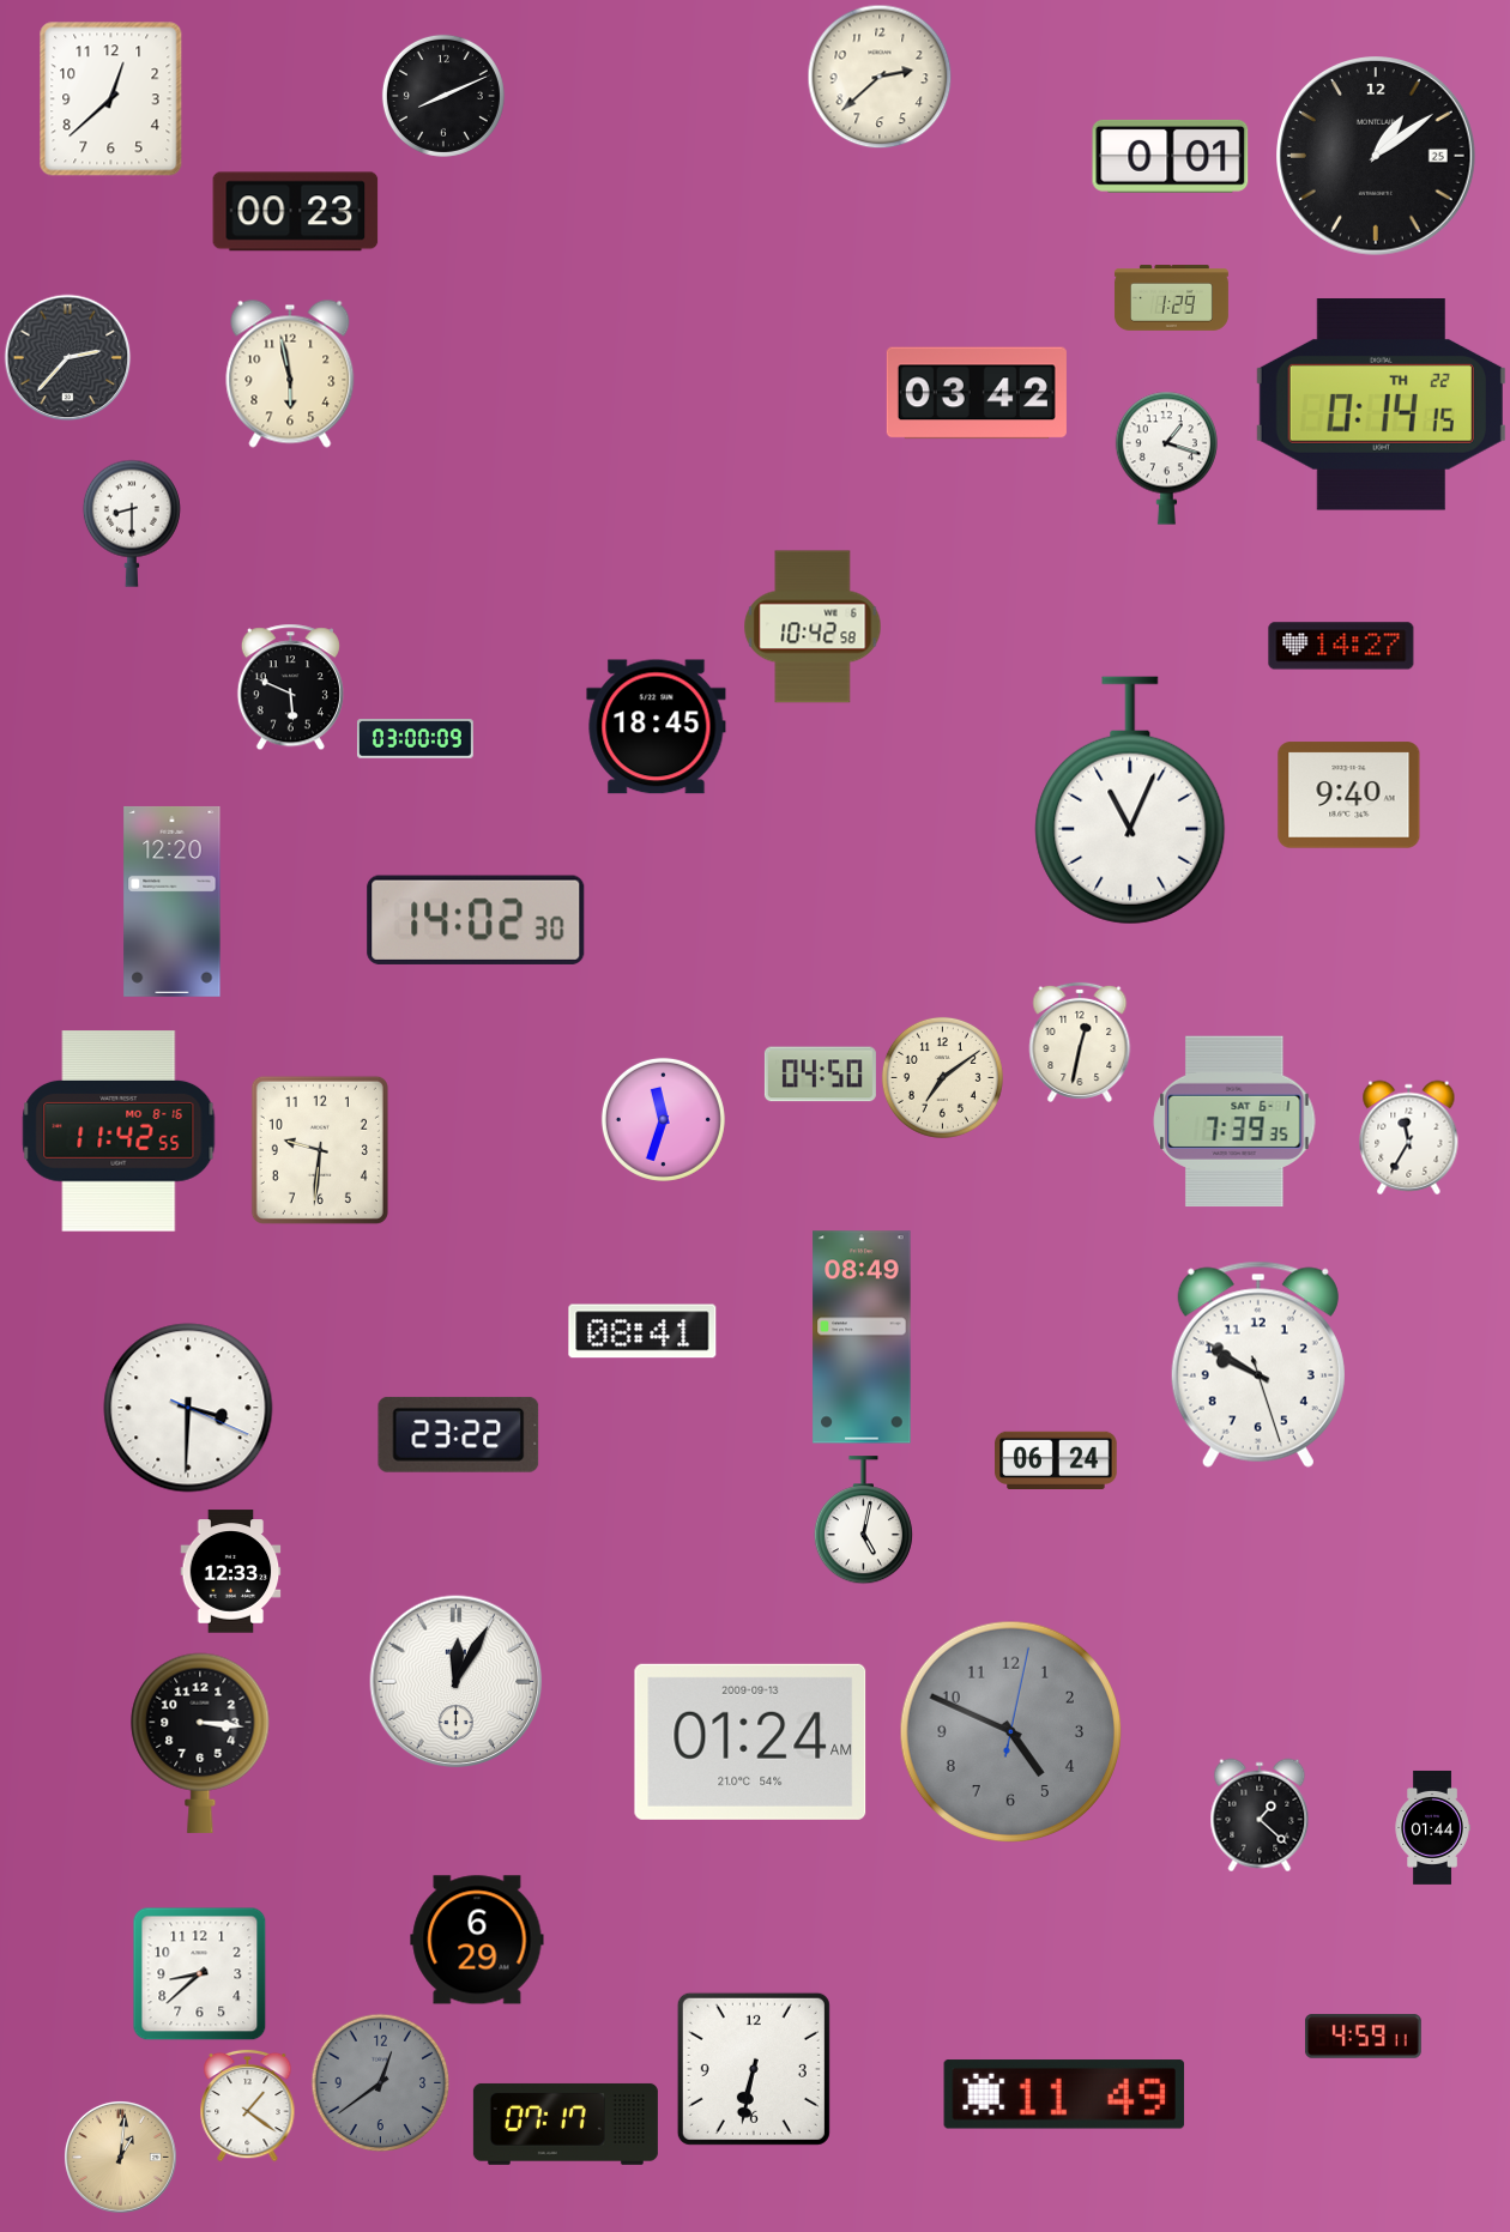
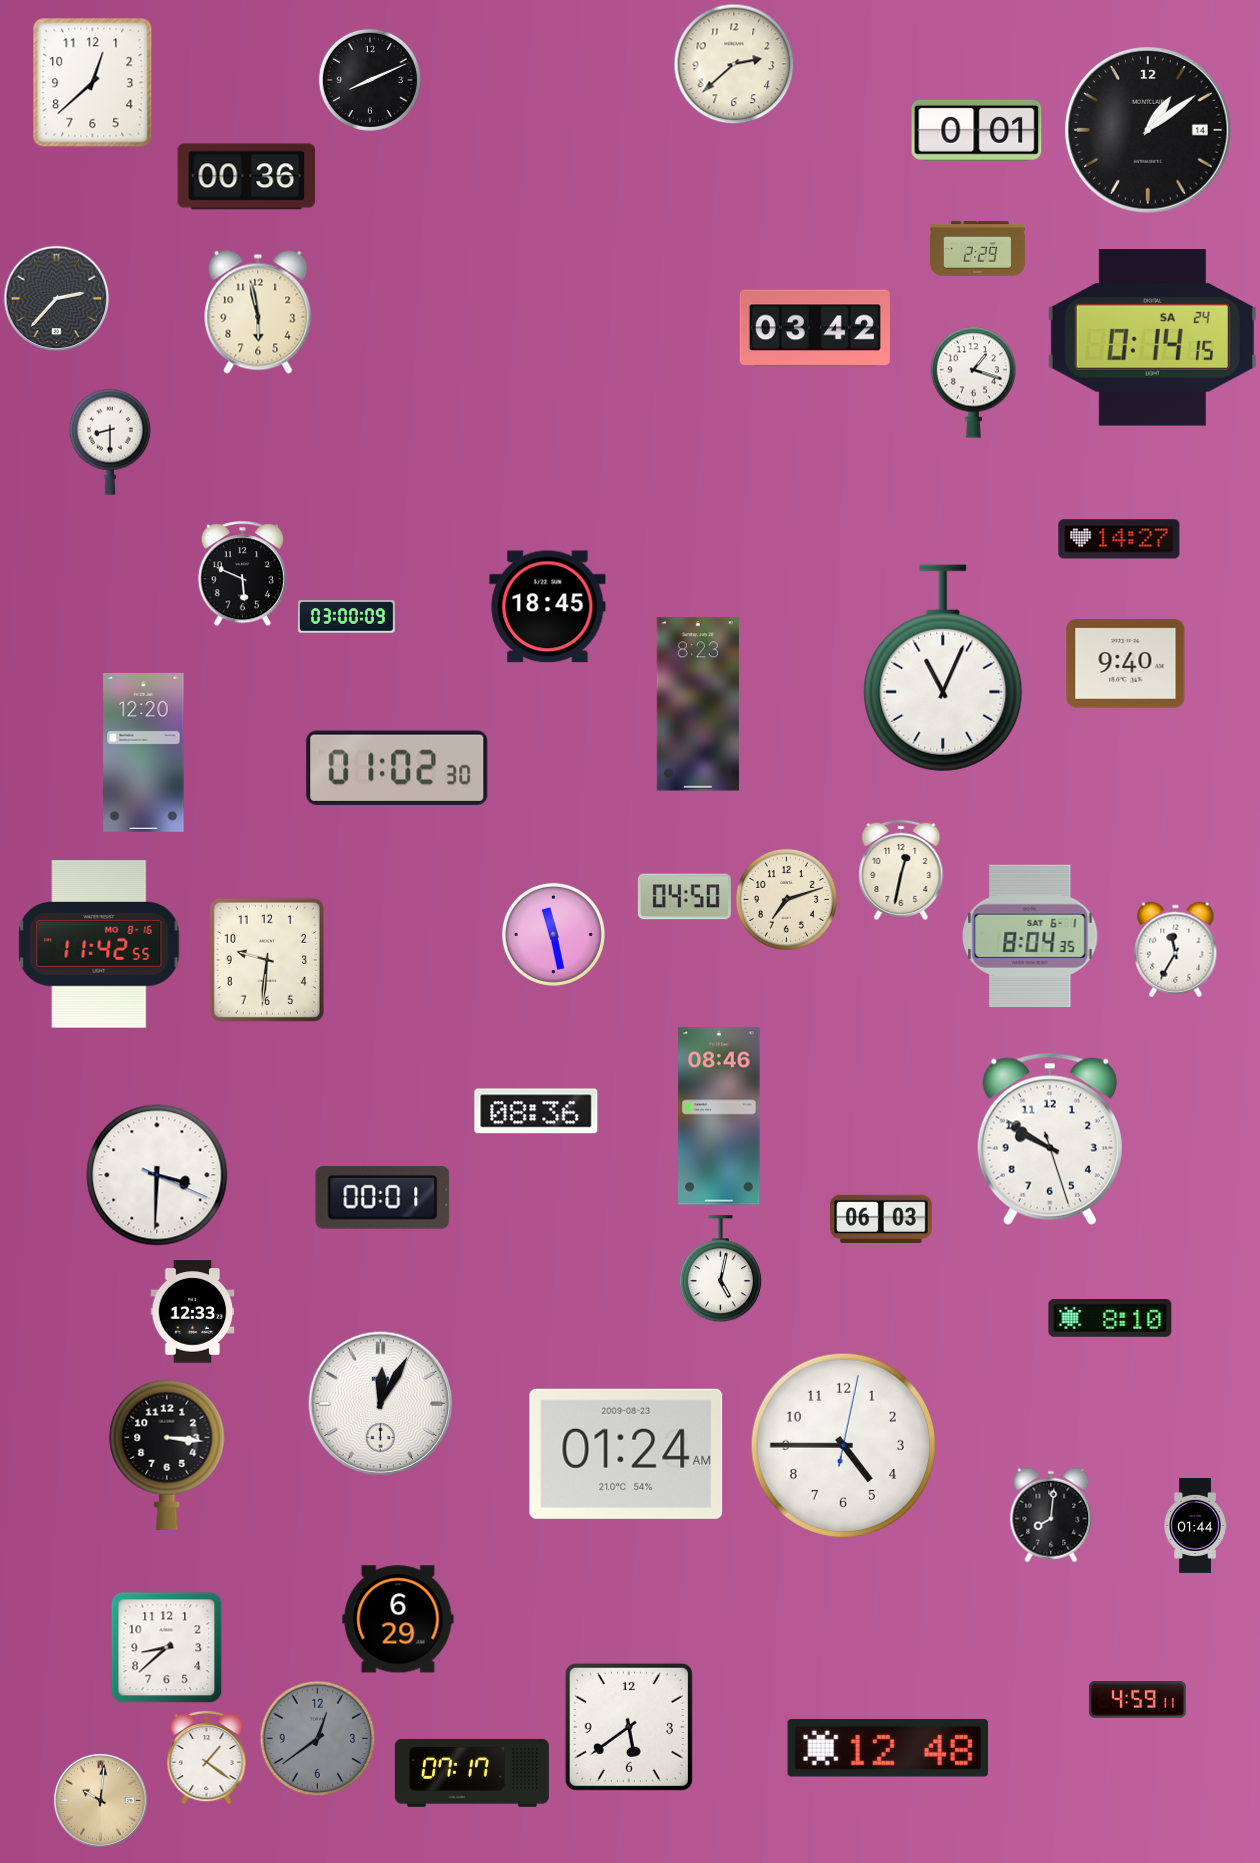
clock at (1377, 157) date: 25 -> 14
clock at (296, 212): 00:23 -> 00:36
clock at (1171, 298): 1:29 -> 2:29
clock at (290, 374) position: (290, 374) -> (258, 312)
clock at (1381, 405) date: TH 22 -> SA 24
clock at (132, 524) position: (132, 524) -> (110, 442)
clock at (813, 627): 10:42 -> none
clock at (698, 704): none -> 8:23
clock at (476, 920): 14:02 -> 01:02
clock at (942, 1077): 7:09 -> 7:12
clock at (663, 1119): 11:33 -> 11:28
clock at (1234, 1121): 7:39 -> 8:04
clock at (642, 1331): 08:41 -> 08:36
clock at (862, 1337): 08:49 -> 08:46
clock at (459, 1434): 23:22 -> 00:01
clock at (1056, 1459): 06:24 -> 06:03
clock at (1110, 1319): none -> 8:10
clock at (1011, 1732): 4:49 -> 4:45
clock at (1011, 1732) dial: grey -> white
clock at (750, 1742) date: 2009-09-13 -> 2009-08-23
clock at (1260, 1815): 1:22 -> 8:01
clock at (754, 2069): 6:32 -> 5:39
clock at (1064, 2094): 11:49 -> 12:48
clock at (120, 2157): 1:01 -> 10:01
